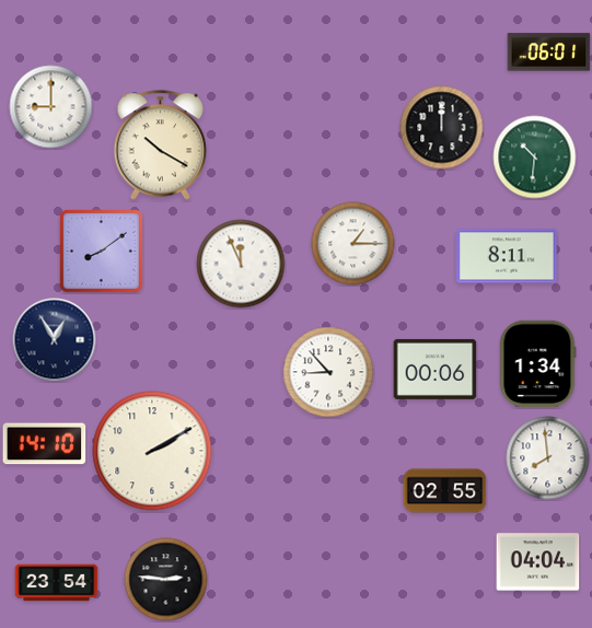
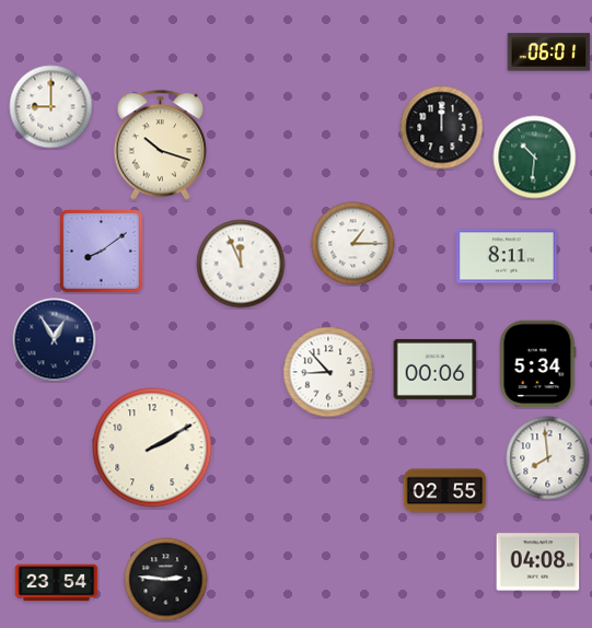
clock at (160, 146): 10:20 -> 10:18
clock at (537, 364): 1:34 -> 5:34
clock at (45, 444): 14:10 -> none
clock at (152, 451) position: (152, 451) -> (152, 447)
clock at (538, 562): 04:04 -> 04:08
